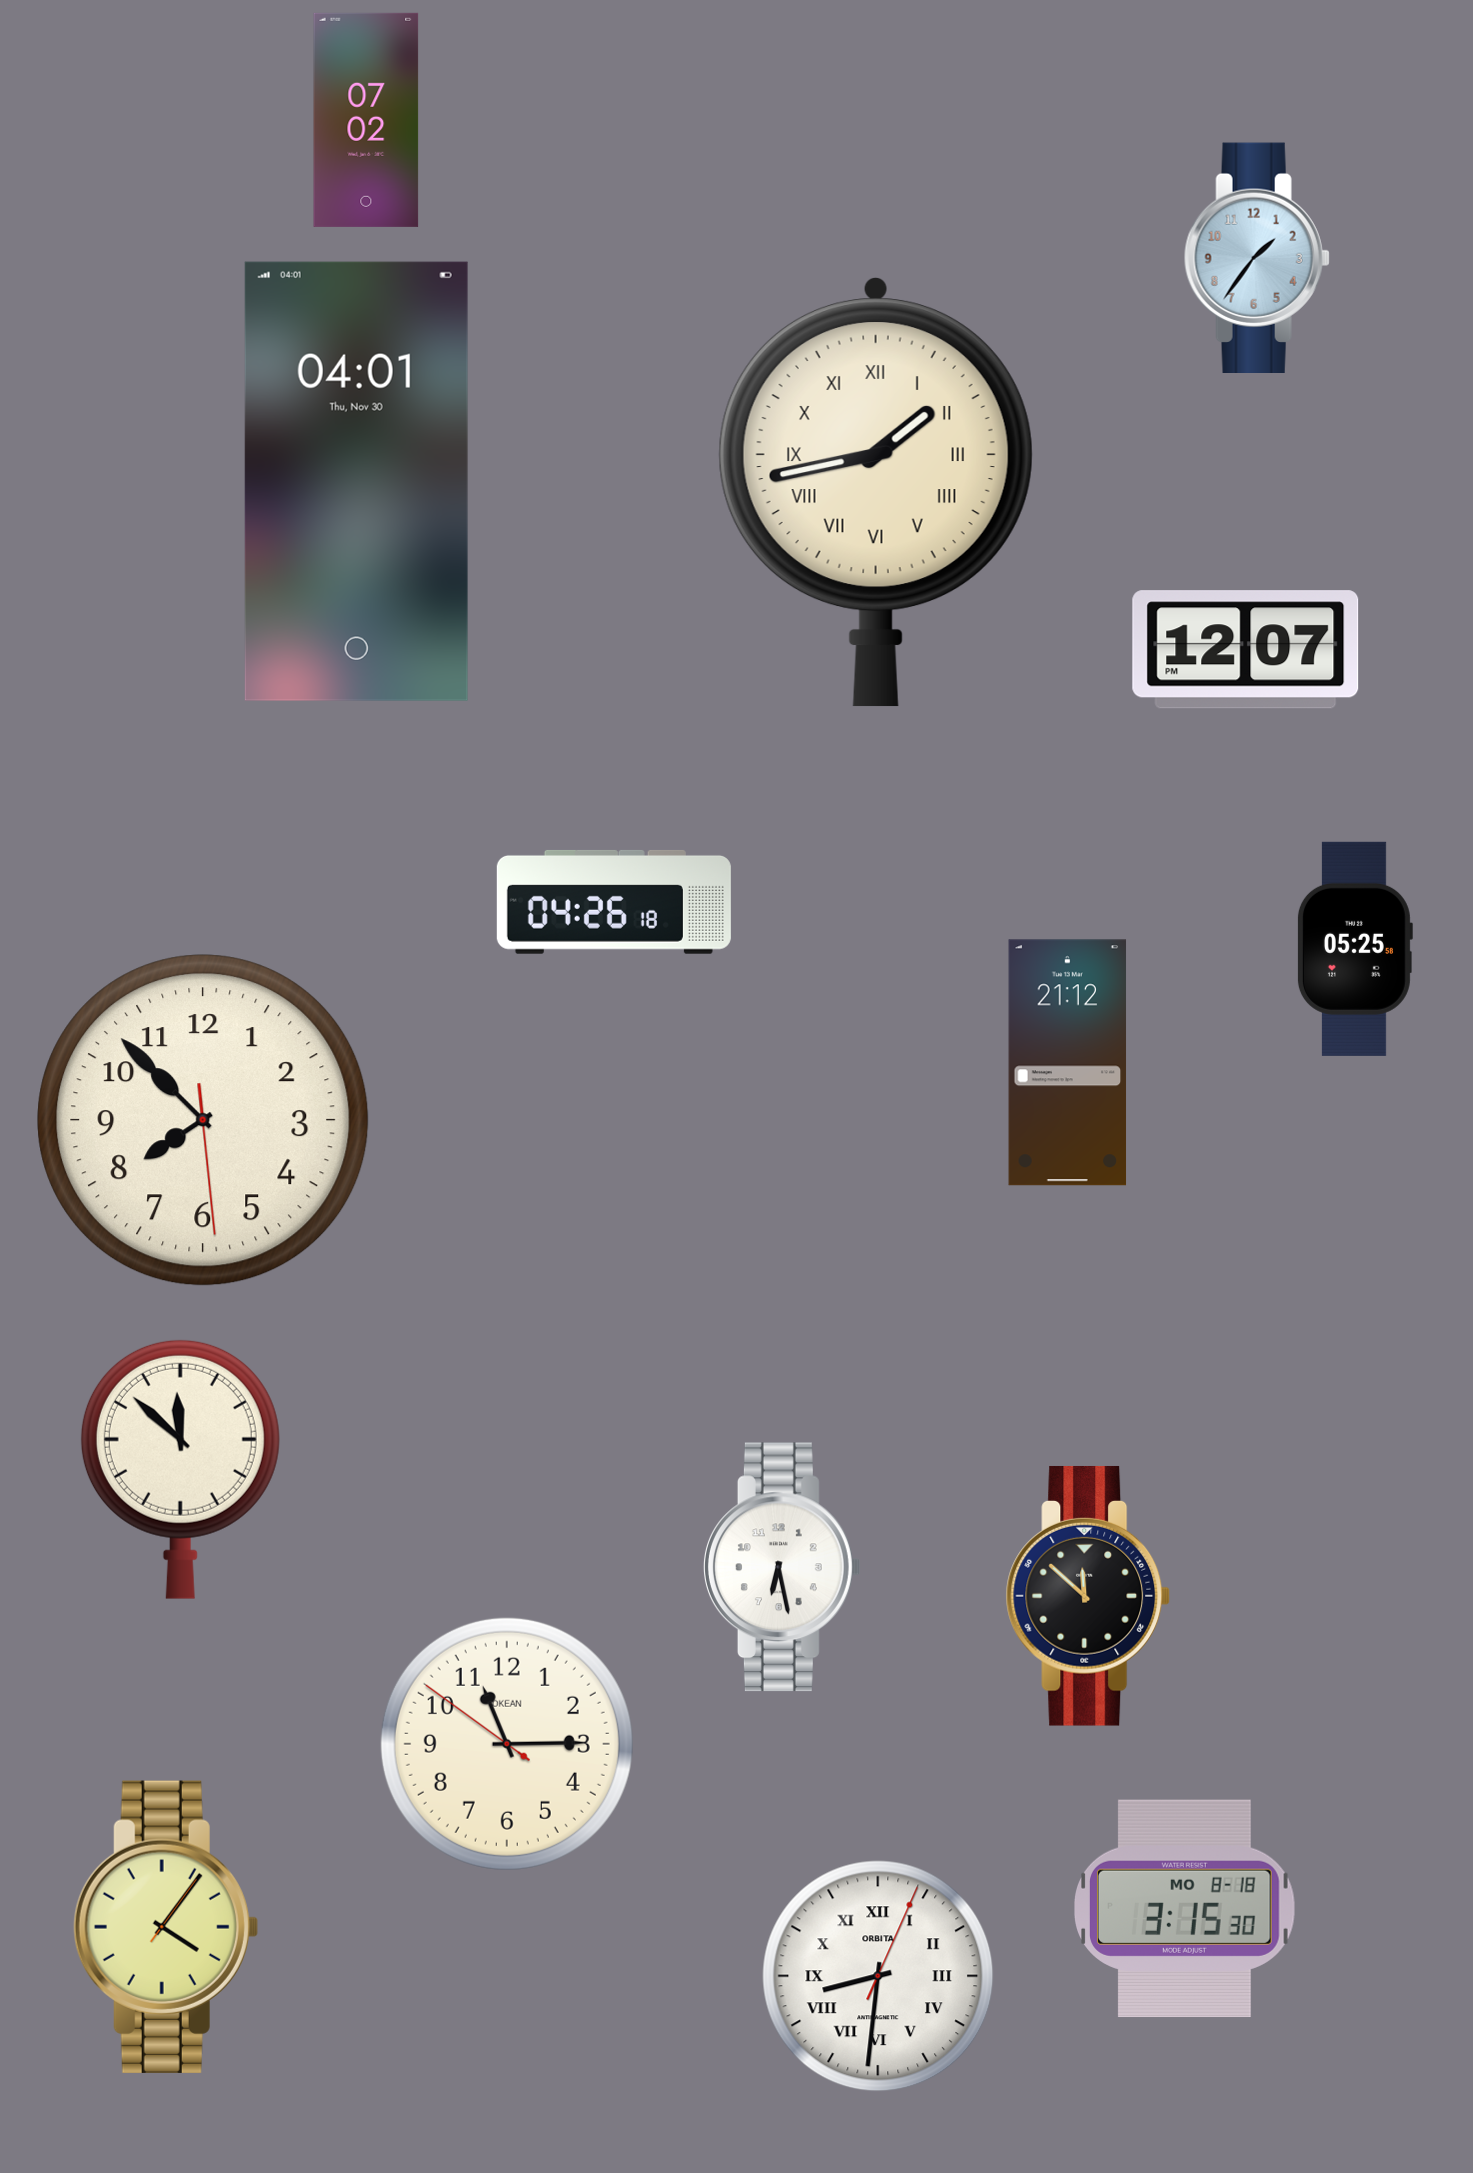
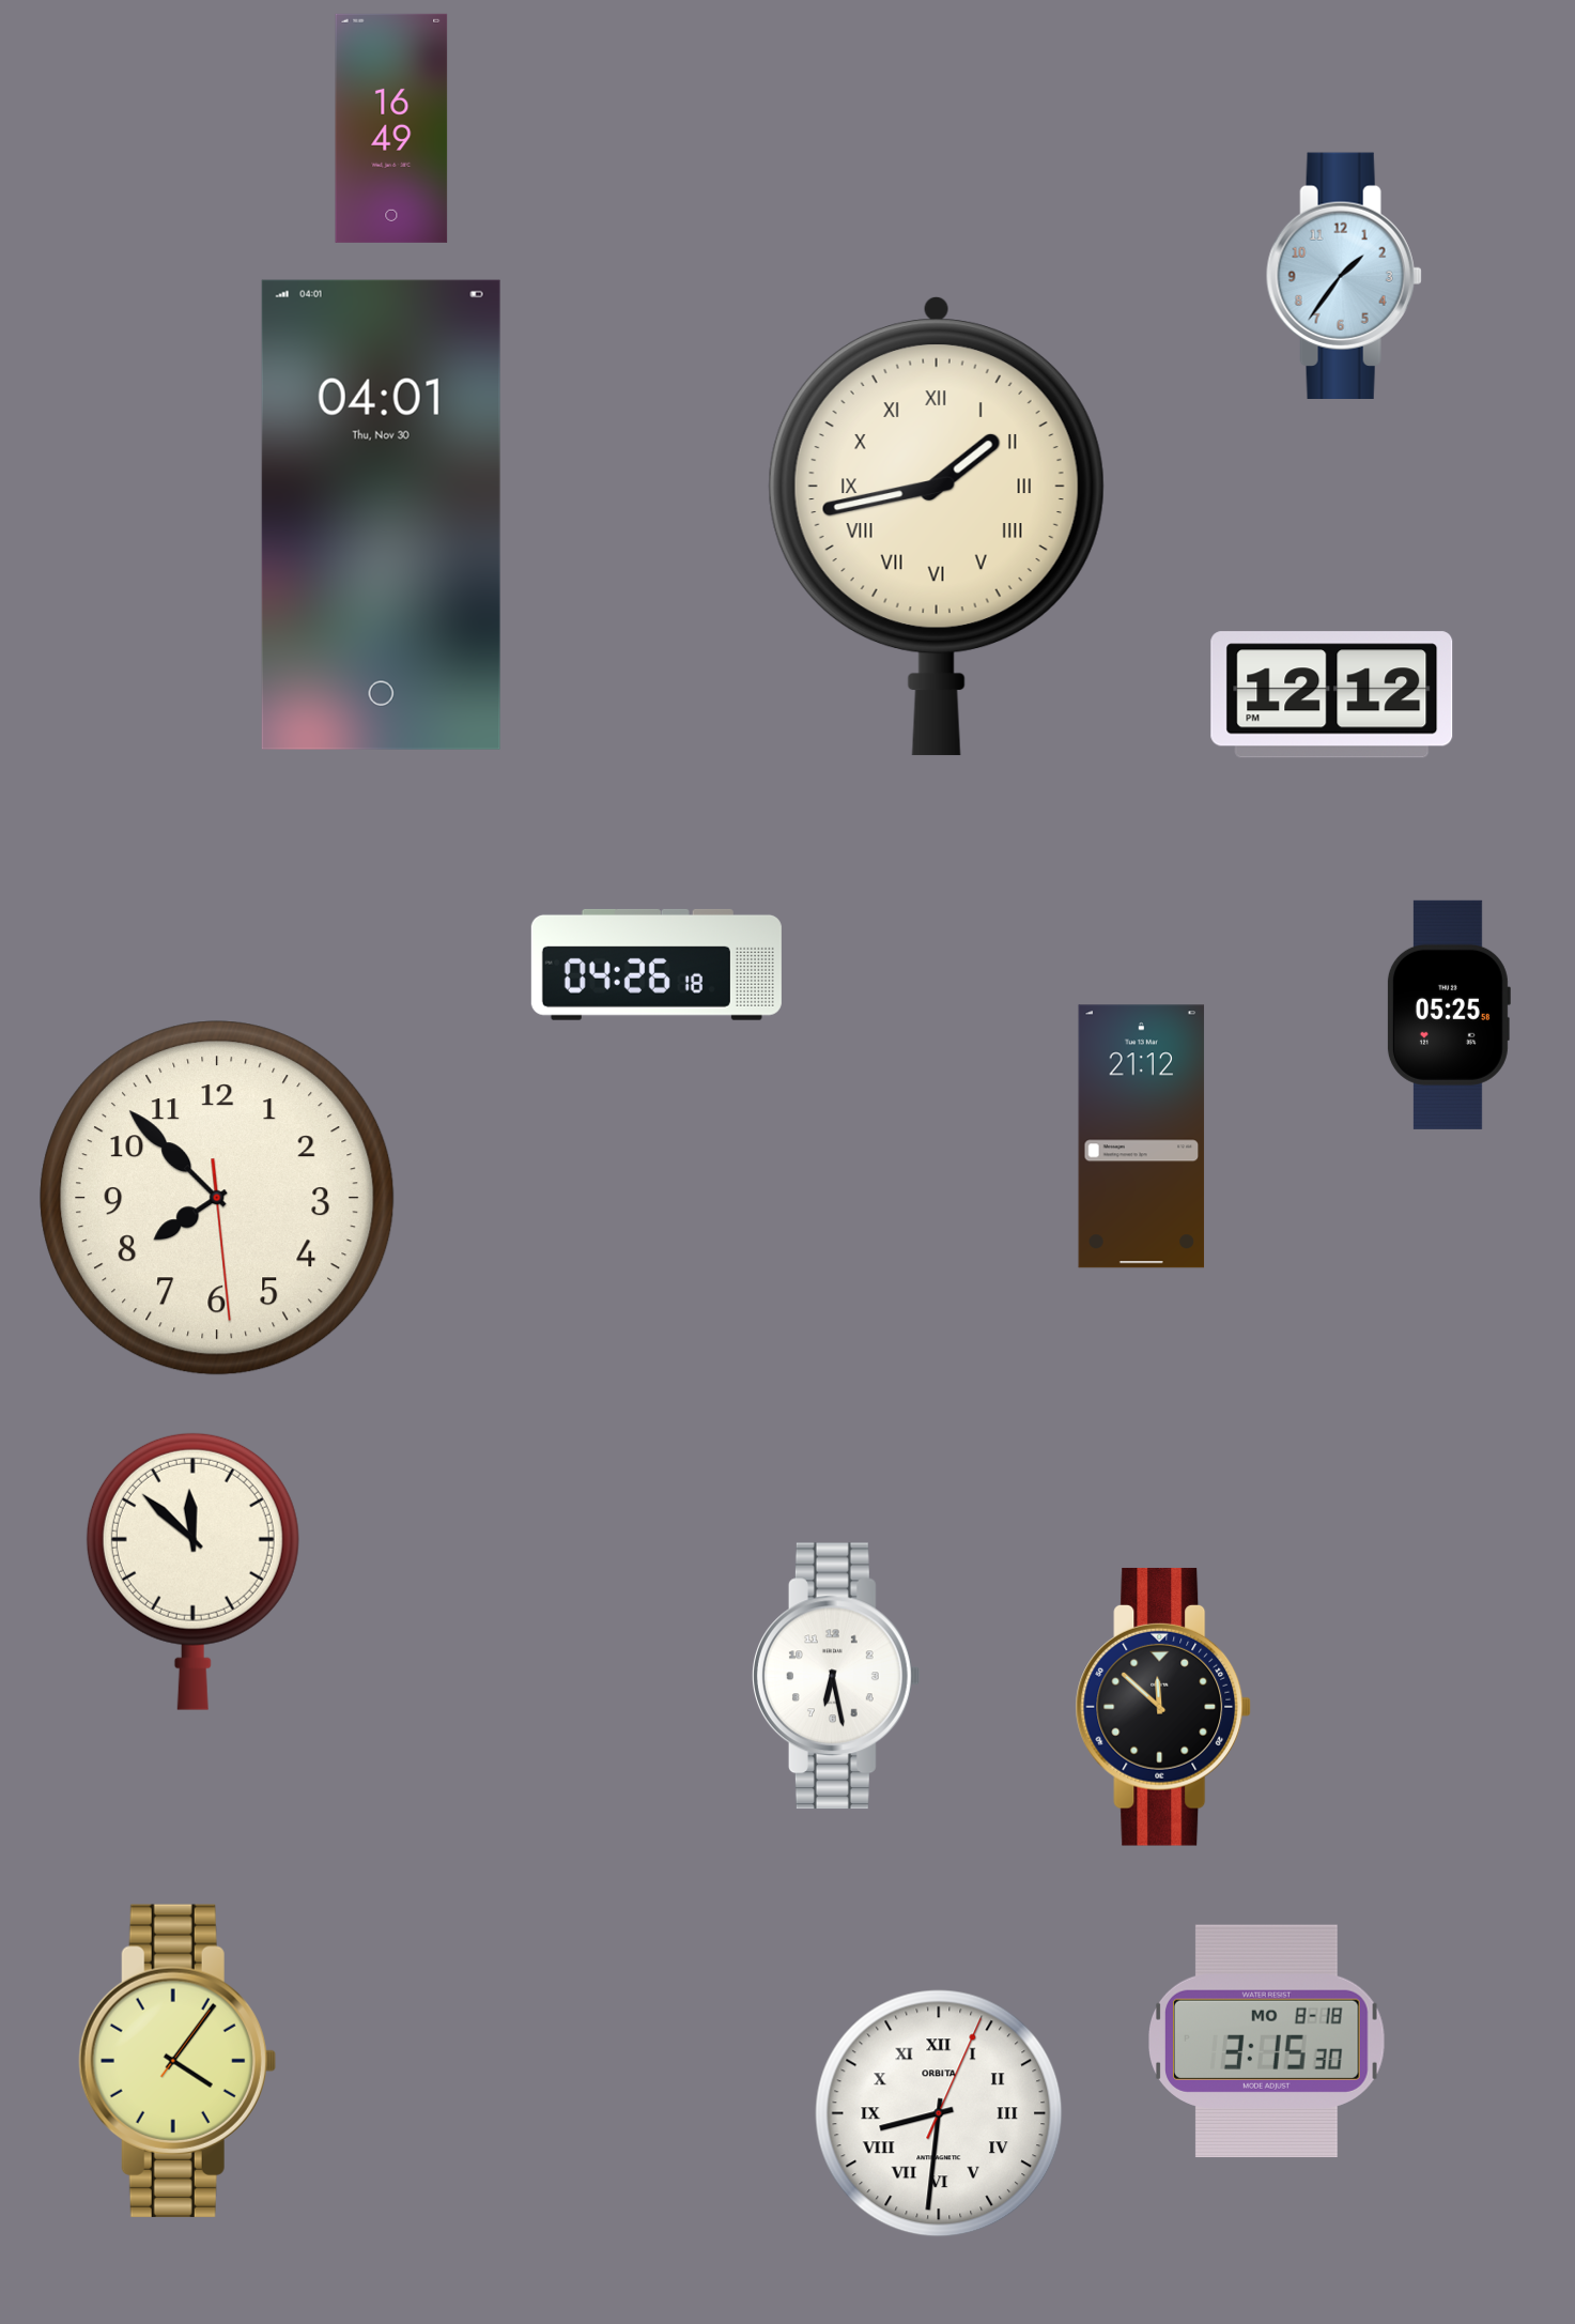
clock at (366, 120): 07:02 -> 16:49
clock at (1246, 650): 12:07 -> 12:12
clock at (507, 1744): 11:14 -> none
